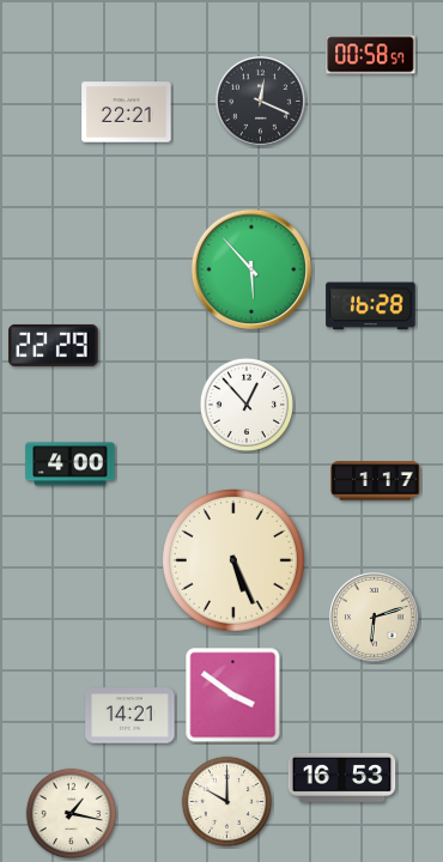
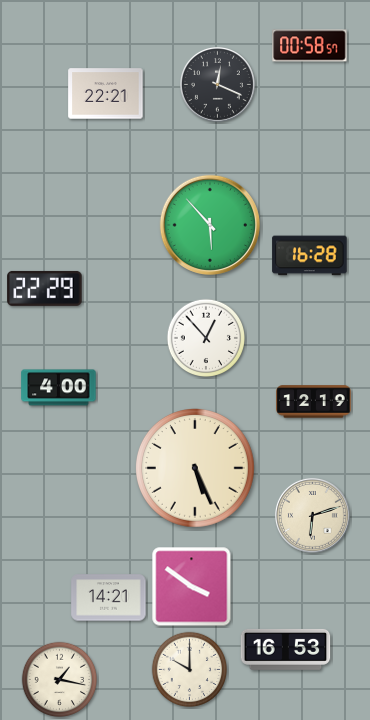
clock at (376, 481): 1:17 -> 12:19
clock at (233, 696) position: (233, 696) -> (192, 587)
